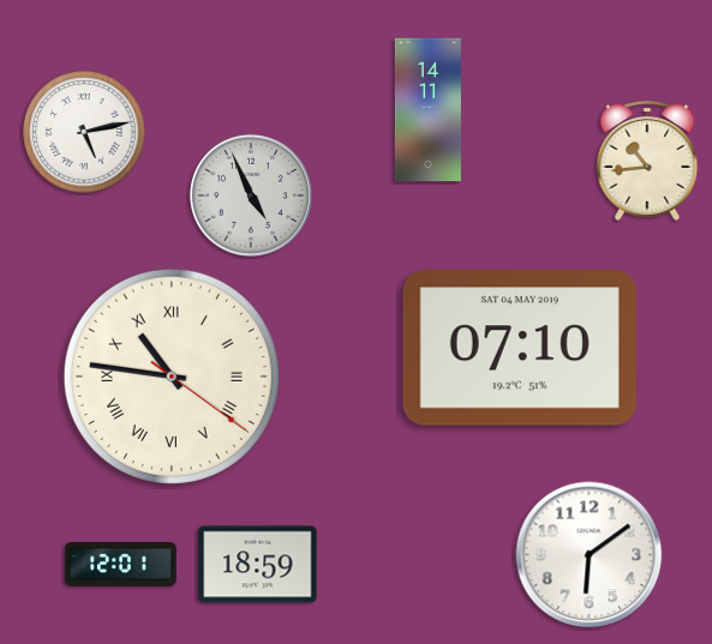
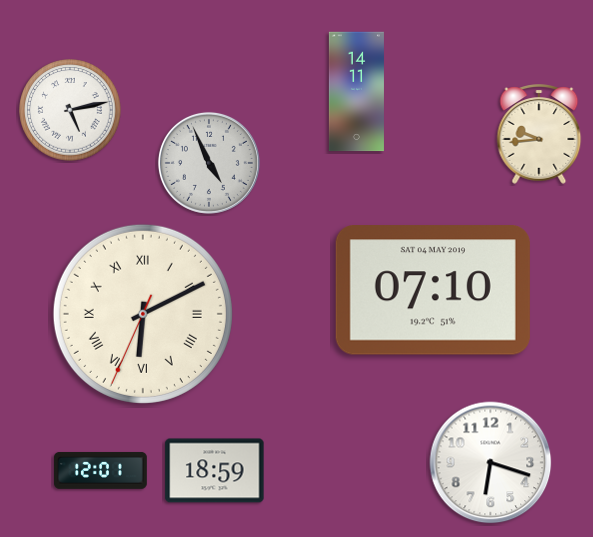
clock at (647, 161): 10:44 -> 9:44
clock at (172, 377): 10:46 -> 6:10
clock at (590, 555): 6:09 -> 6:18
